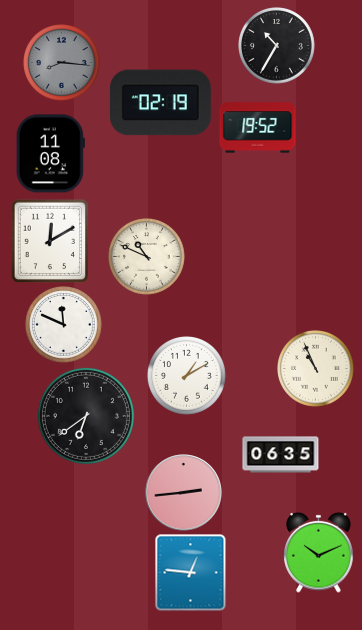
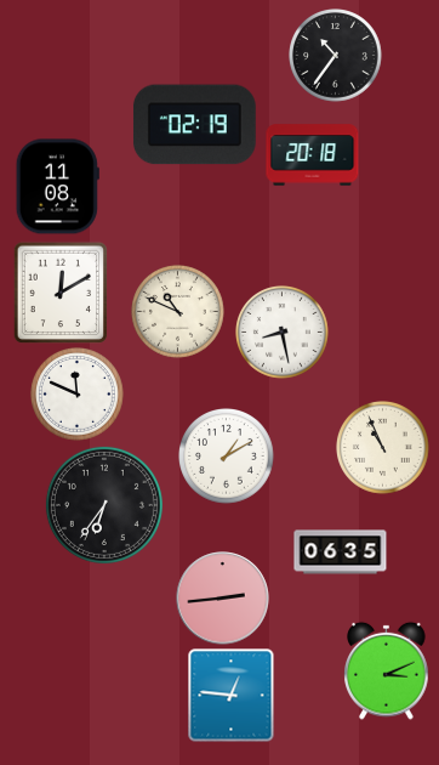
clock at (277, 46): 10:35 -> 10:36
clock at (62, 63): 8:16 -> none
clock at (258, 128): 19:52 -> 20:18
clock at (50, 154) position: (50, 154) -> (57, 187)
clock at (283, 333): none -> 8:28
clock at (86, 416): 6:39 -> 6:36
clock at (319, 552): 10:11 -> 3:11
